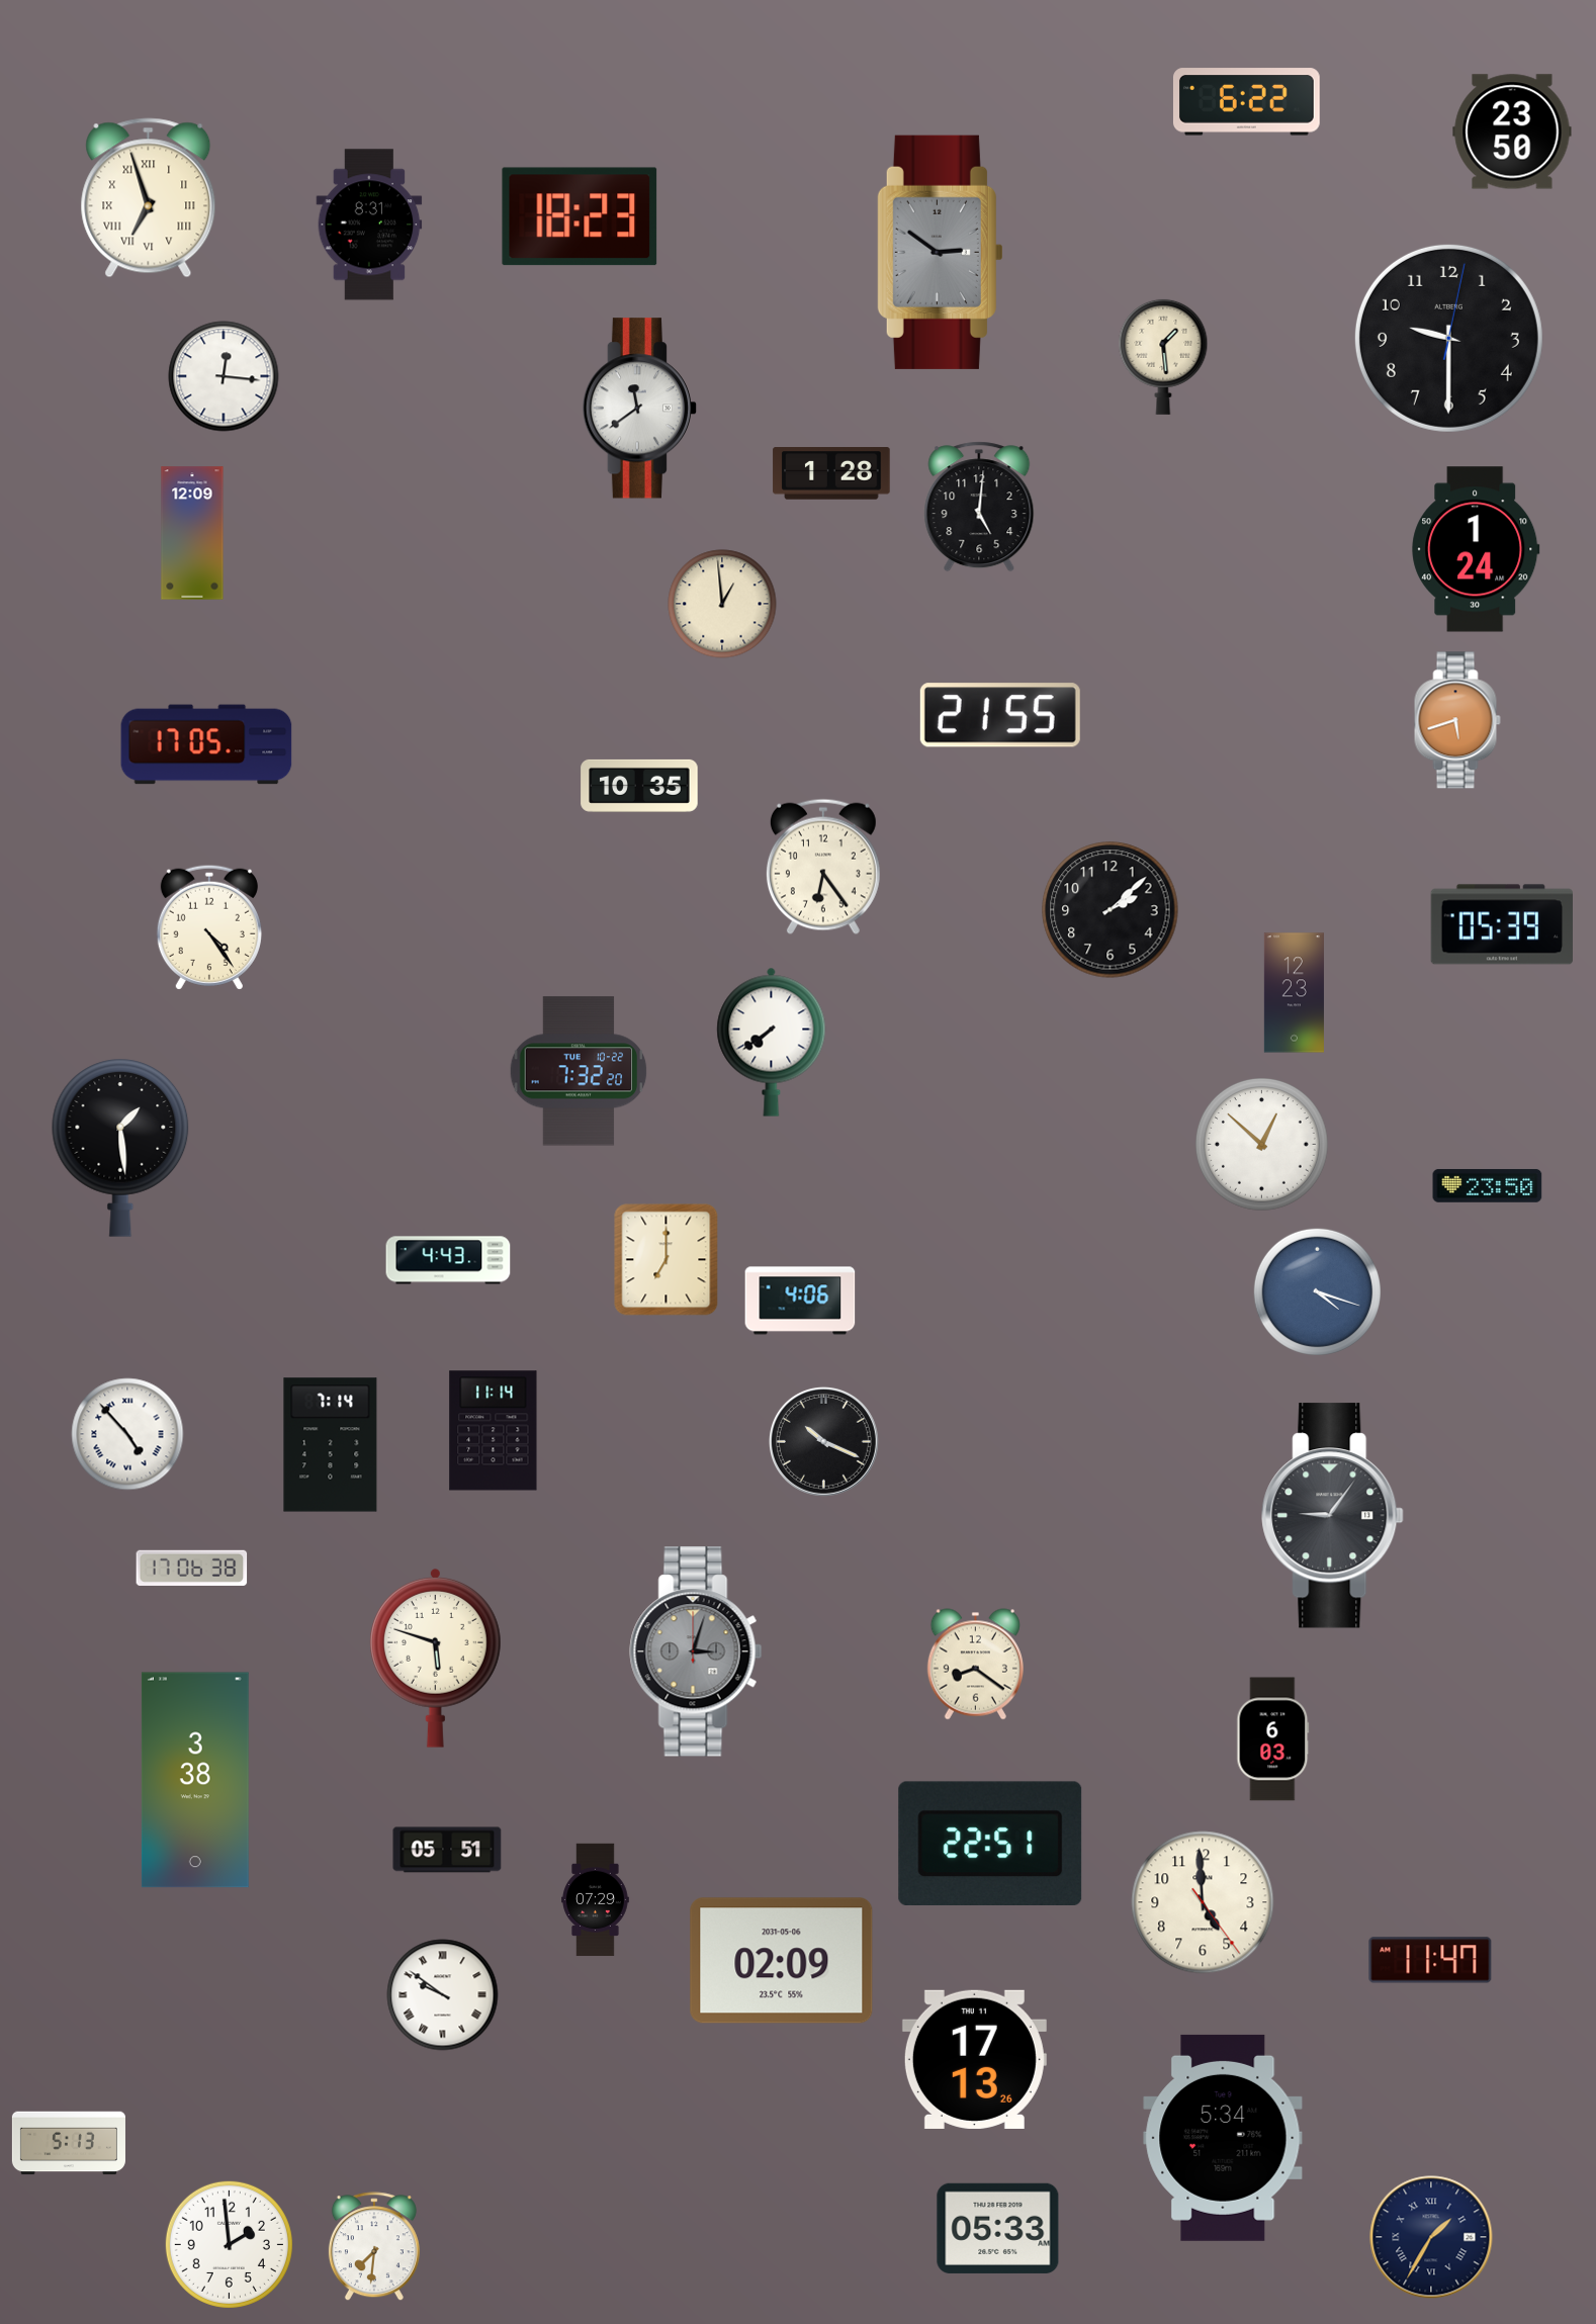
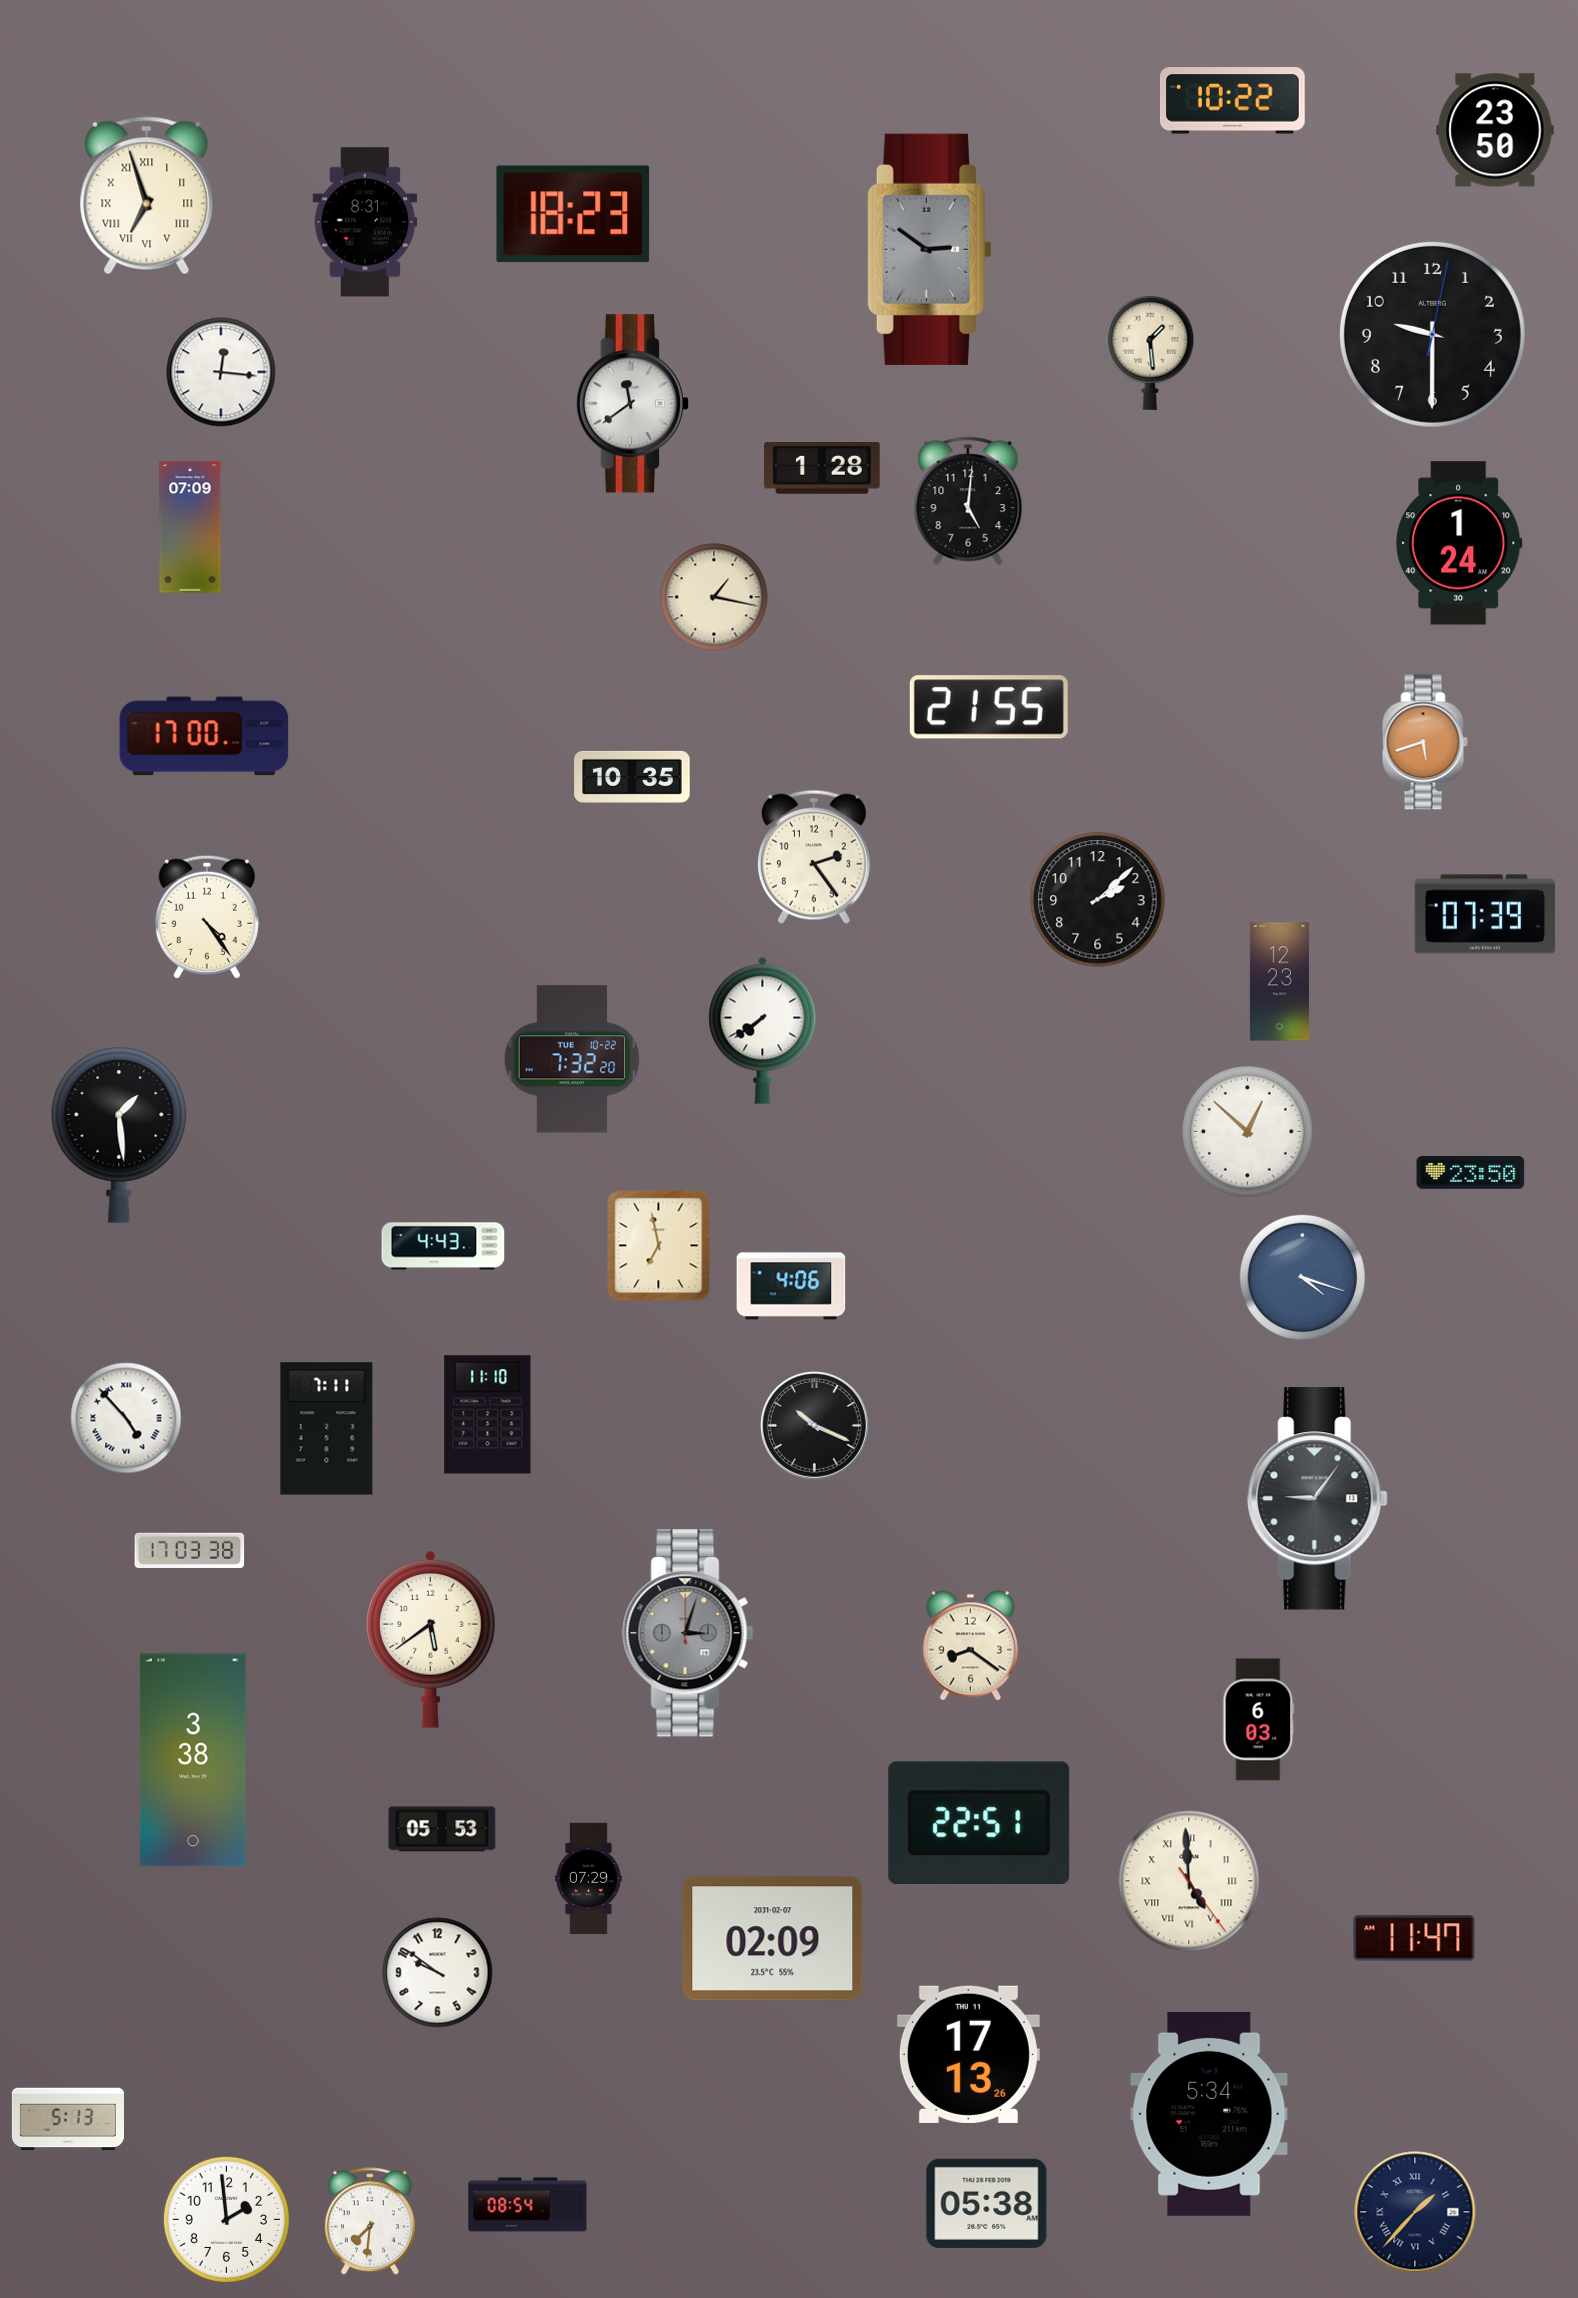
clock at (1246, 102): 6:22 -> 10:22
clock at (192, 533): 12:09 -> 07:09
clock at (722, 604): 12:59 -> 1:17
clock at (1457, 720) position: (1457, 720) -> (1425, 742)
clock at (206, 744): 17:05 -> 17:00
clock at (823, 867): 6:24 -> 2:24
clock at (1502, 924): 05:39 -> 07:39
clock at (667, 1260): 7:00 -> 6:58
clock at (494, 1431): 11:14 -> 11:10
clock at (331, 1445): 7:14 -> 7:11
clock at (192, 1568): 17:06 -> 17:03
clock at (435, 1658): 5:48 -> 5:39
clock at (975, 1665) position: (975, 1665) -> (970, 1646)
clock at (447, 1850): 05:51 -> 05:53
clock at (1203, 1902) numerals: Arabic -> Roman
clock at (782, 1961) date: 2031-05-06 -> 2031-02-07
clock at (443, 1995) numerals: Roman -> Arabic
clock at (974, 2059) position: (974, 2059) -> (968, 2054)
clock at (998, 2228): 05:33 -> 05:38
clock at (528, 2205): none -> 08:54
clock at (1431, 2237): 1:35 -> 1:37
